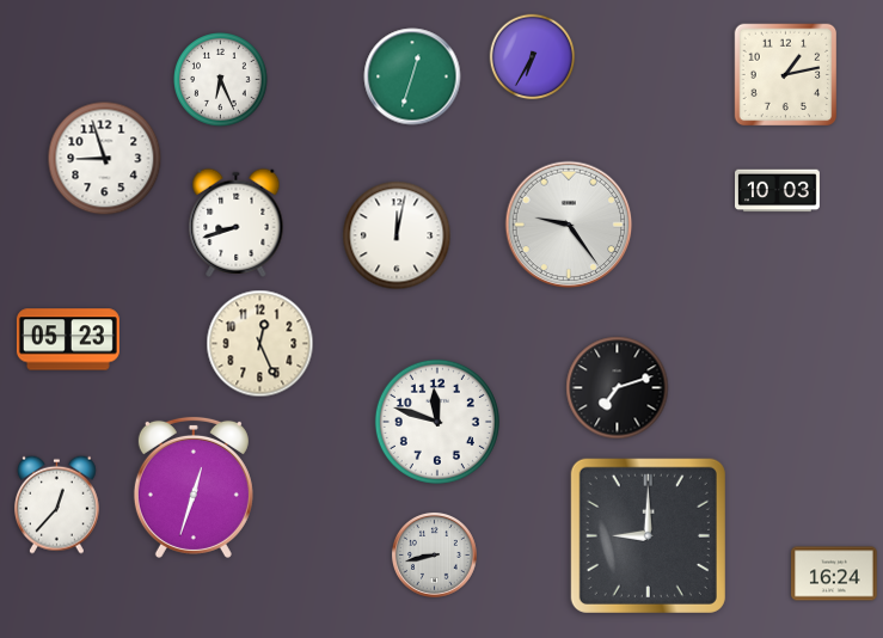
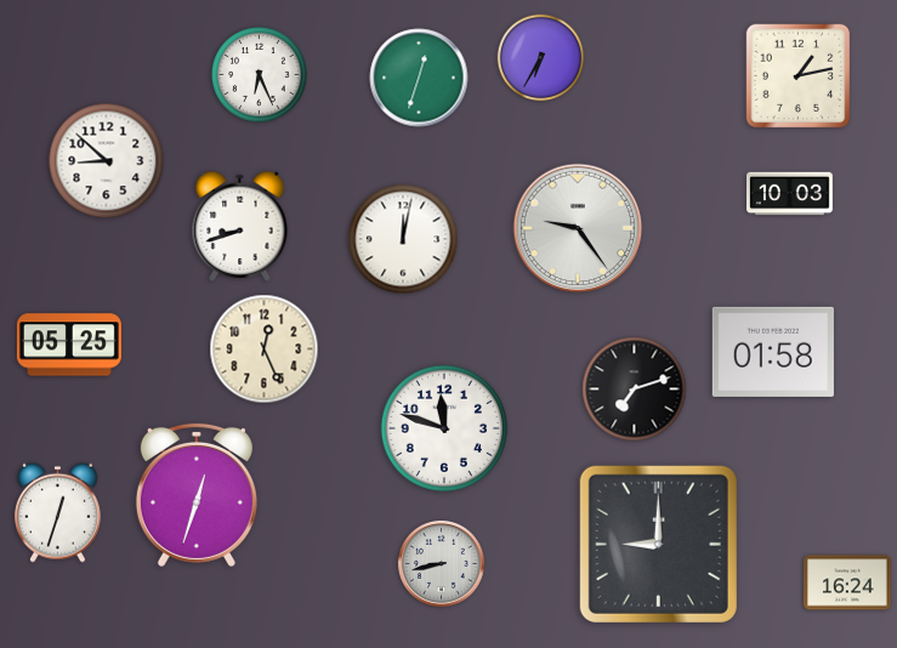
clock at (221, 80) position: (221, 80) -> (260, 75)
clock at (105, 159): 8:57 -> 8:52
clock at (68, 339): 05:23 -> 05:25
clock at (773, 352): none -> 01:58
clock at (618, 388) position: (618, 388) -> (635, 390)
clock at (57, 504): 12:37 -> 12:33
